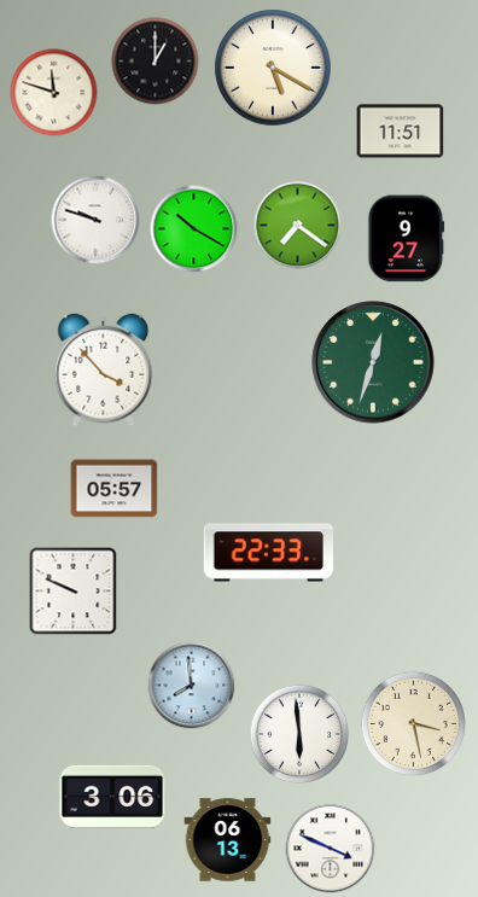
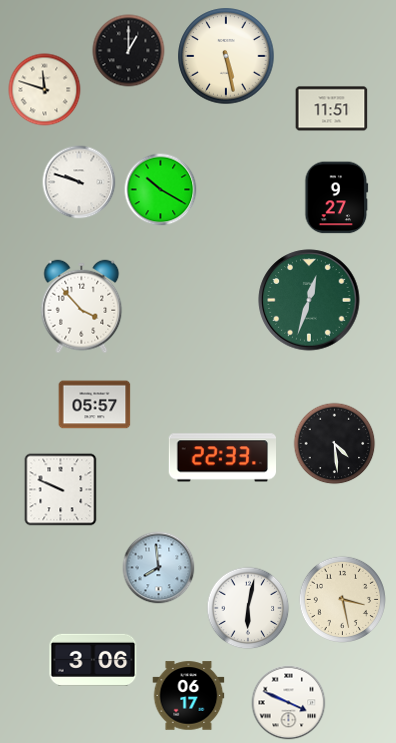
clock at (273, 68): 5:20 -> 5:28
clock at (54, 93) position: (54, 93) -> (45, 90)
clock at (298, 226): 7:21 -> none
clock at (104, 371) position: (104, 371) -> (82, 307)
clock at (335, 444): none -> 4:29
clock at (299, 734): 5:59 -> 6:02
clock at (228, 840): 06:13 -> 06:17
clock at (331, 849) position: (331, 849) -> (289, 703)
